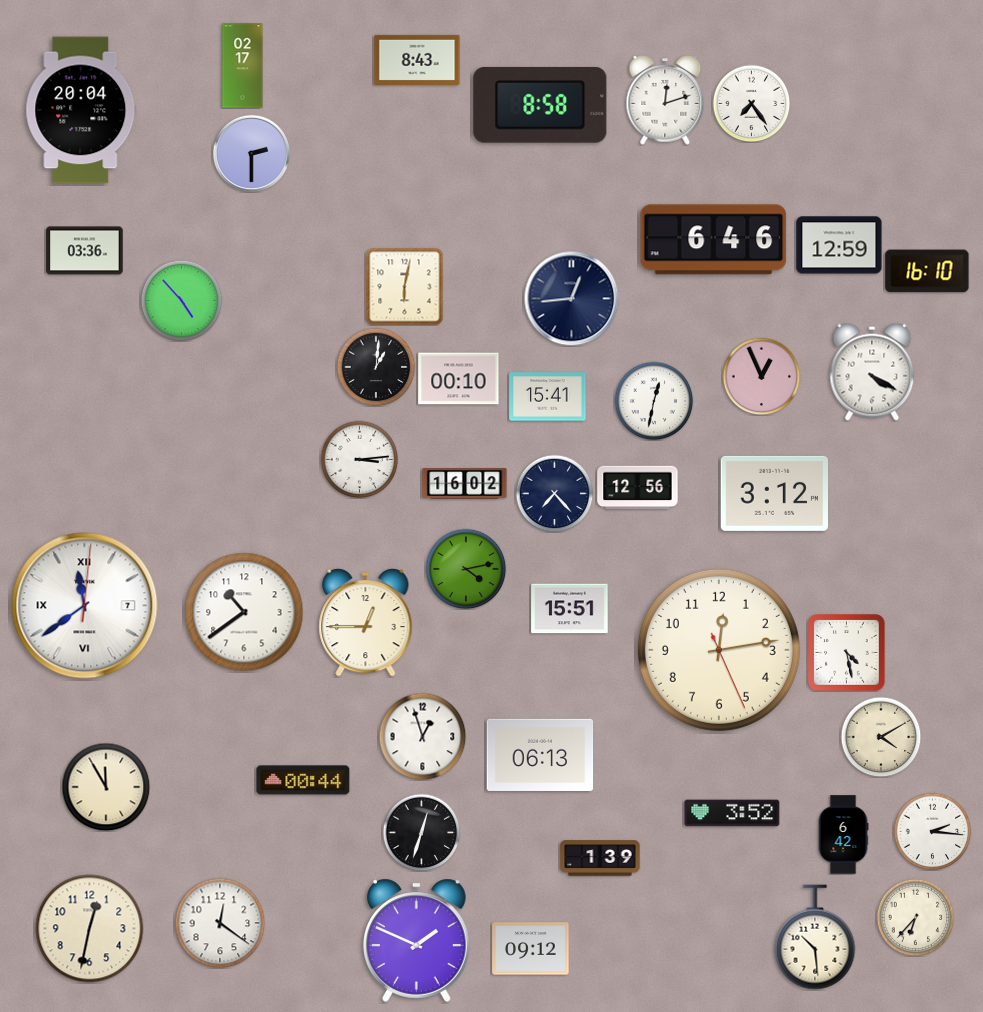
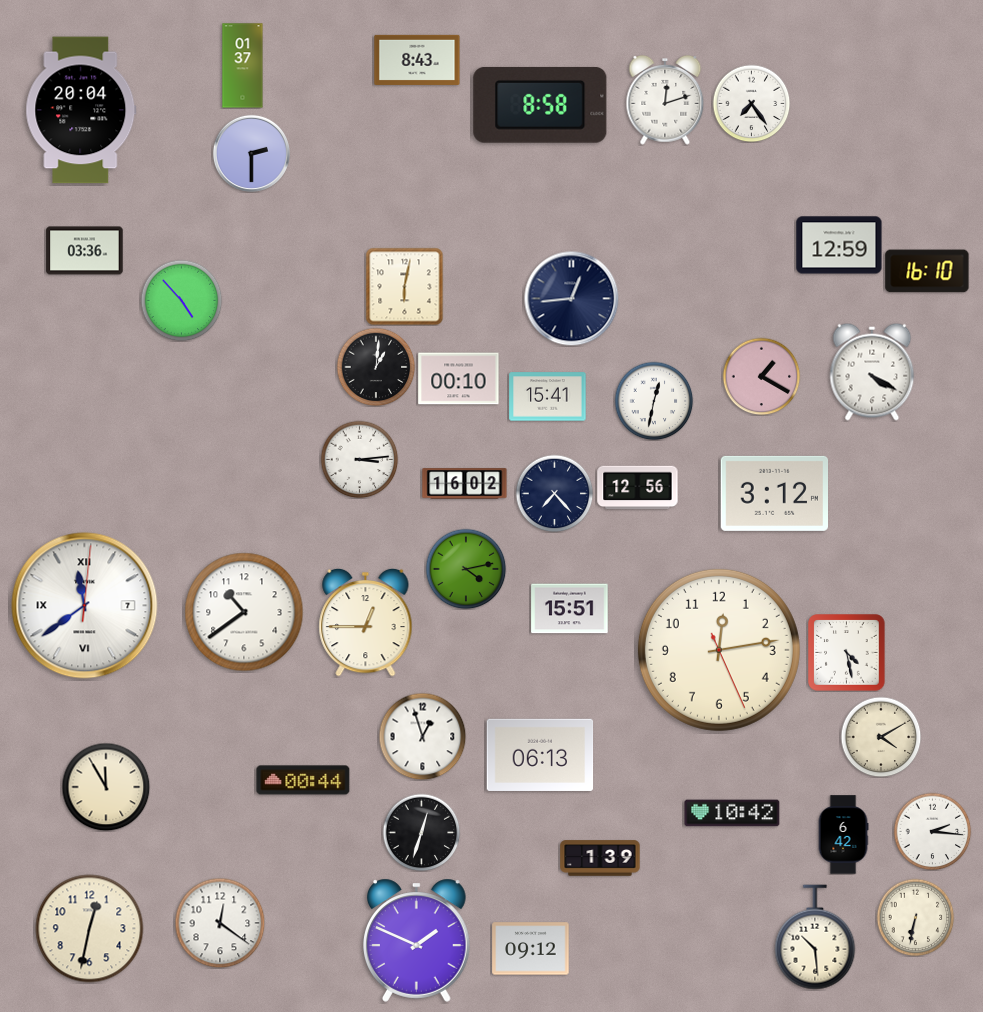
clock at (243, 66): 02:17 -> 01:37
clock at (714, 240): 6:46 -> none
clock at (761, 376): 12:56 -> 1:20
clock at (732, 813): 3:52 -> 10:42
clock at (915, 917): 6:37 -> 6:32
